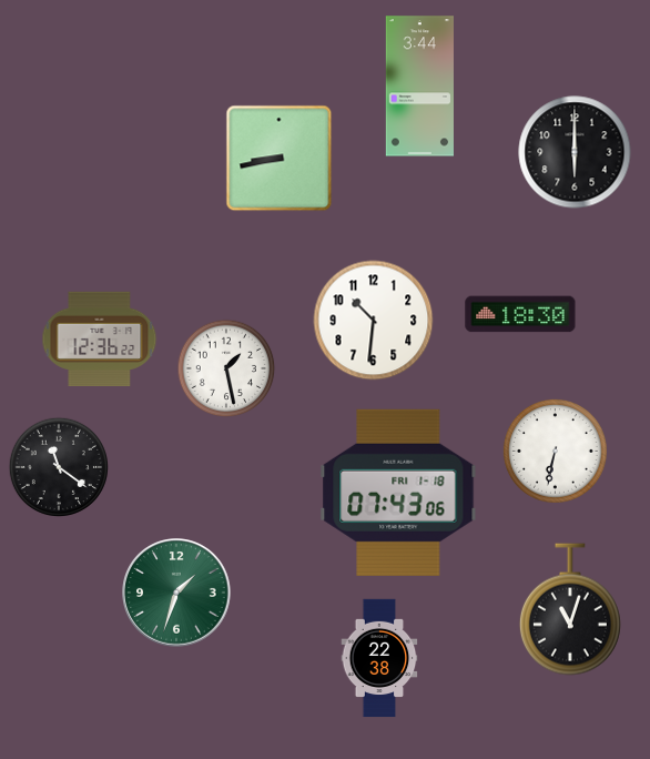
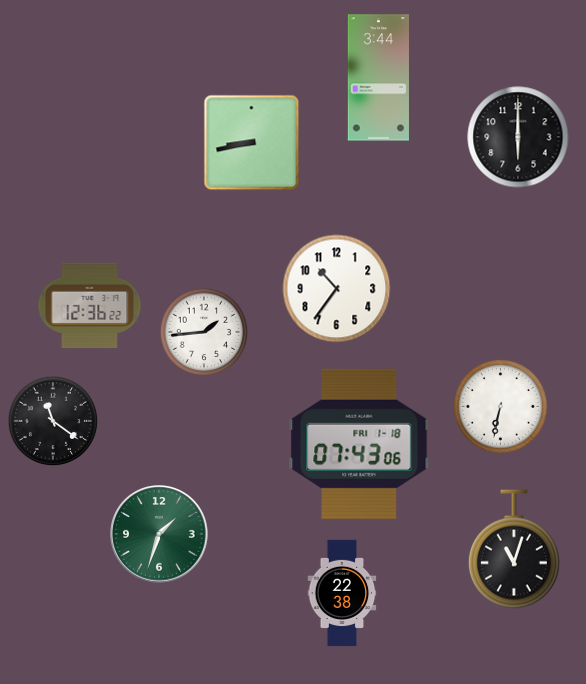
clock at (520, 314): 18:30 -> none
clock at (374, 321): 10:31 -> 10:36
clock at (226, 368): 1:28 -> 1:44
